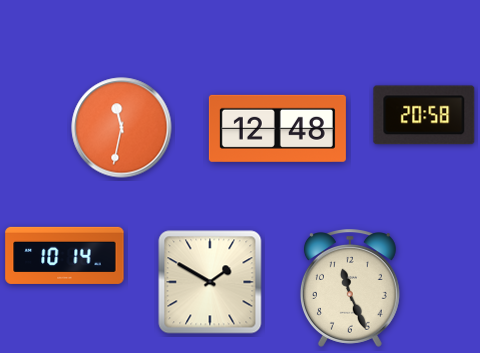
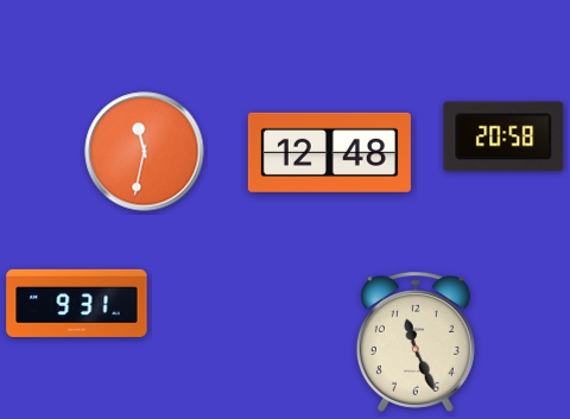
clock at (65, 255): 10:14 -> 9:31
clock at (210, 282): 1:50 -> none
